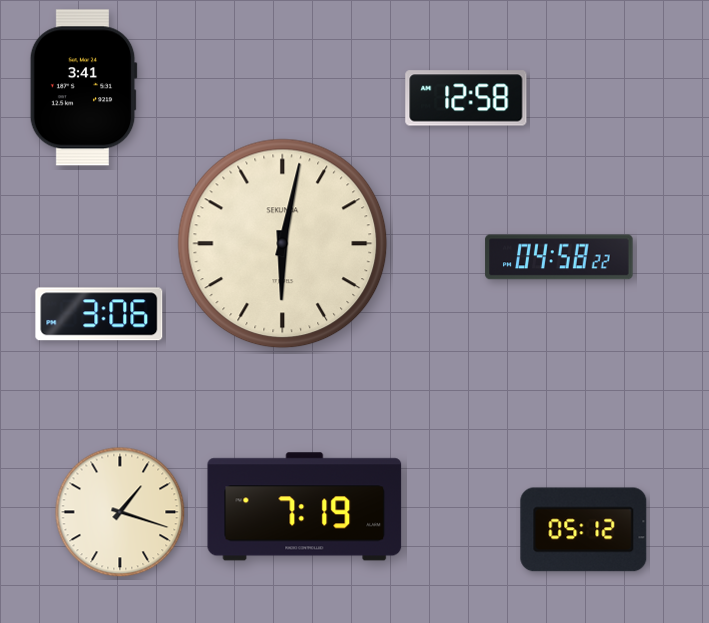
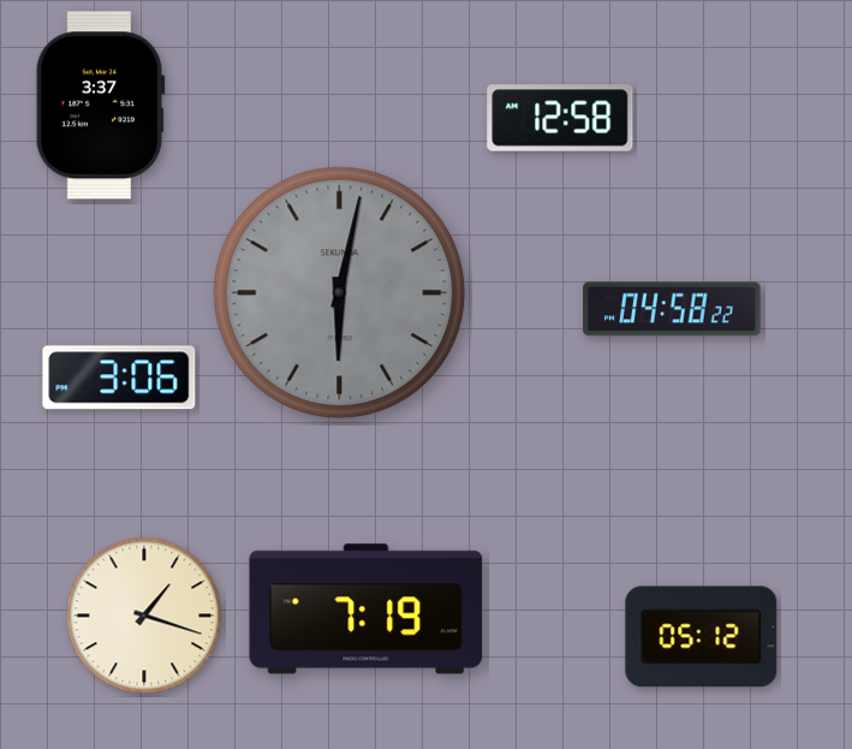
clock at (83, 88): 3:41 -> 3:37
clock at (283, 244) dial: cream -> grey
